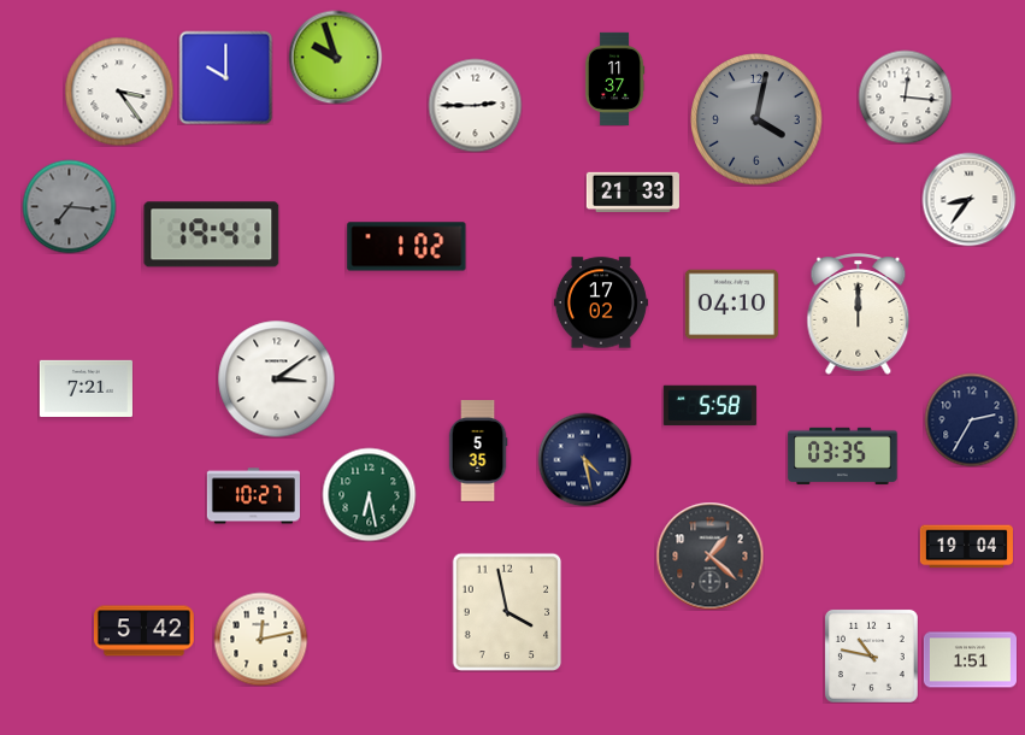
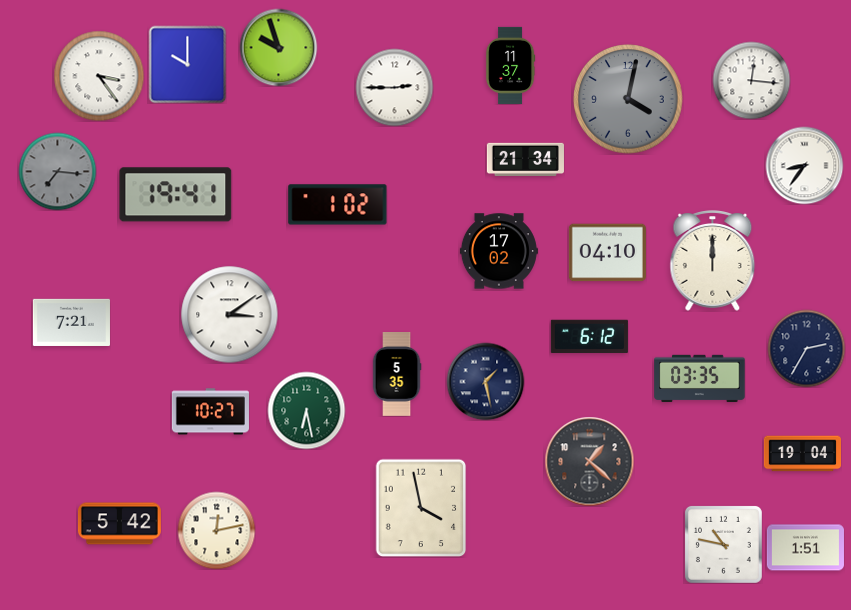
clock at (632, 193): 21:33 -> 21:34
clock at (709, 406): 5:58 -> 6:12
clock at (584, 459): 4:28 -> 1:28
